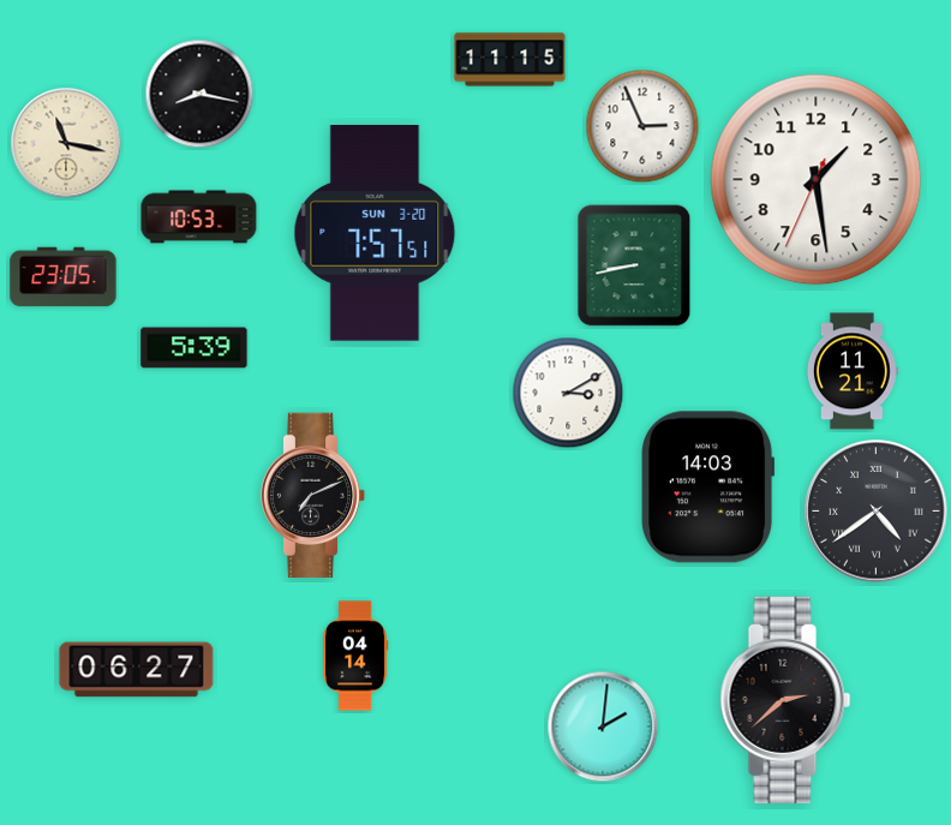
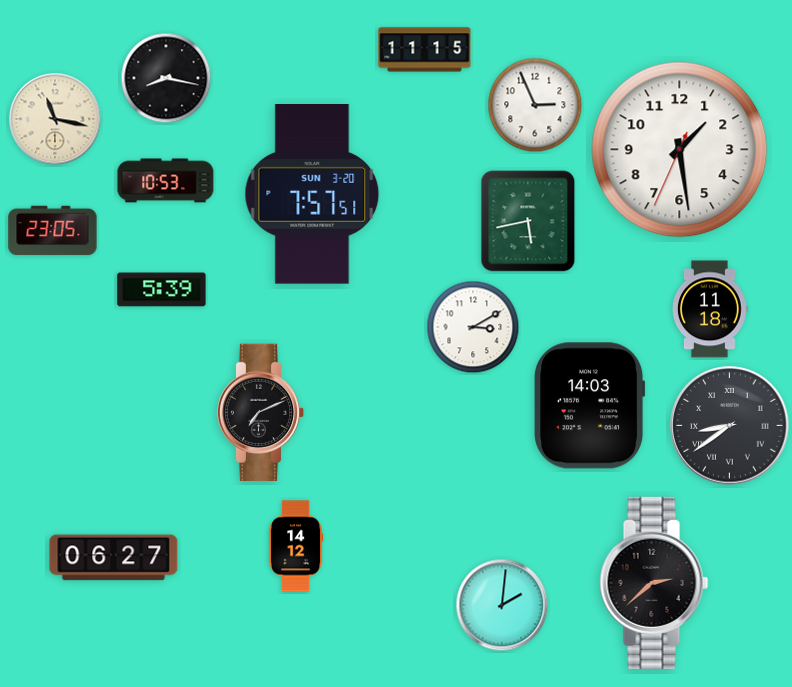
clock at (634, 265): 8:43 -> 5:43
clock at (854, 371): 11:21 -> 11:18
clock at (877, 512): 4:39 -> 8:39
clock at (355, 656): 04:14 -> 14:12
